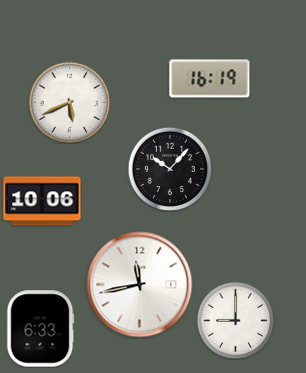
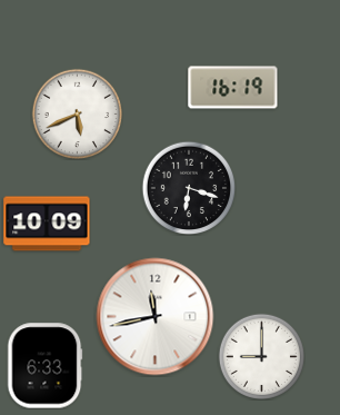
clock at (170, 169): 10:07 -> 6:18
clock at (42, 201): 10:06 -> 10:09
